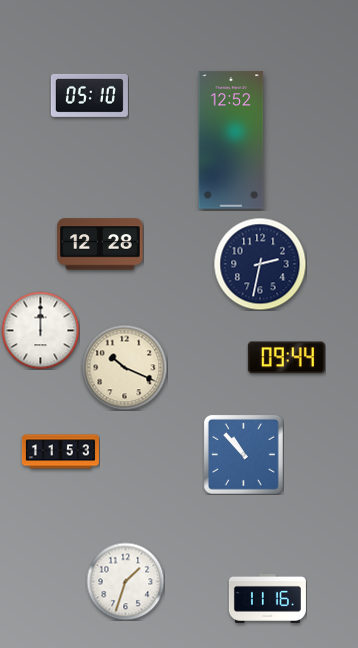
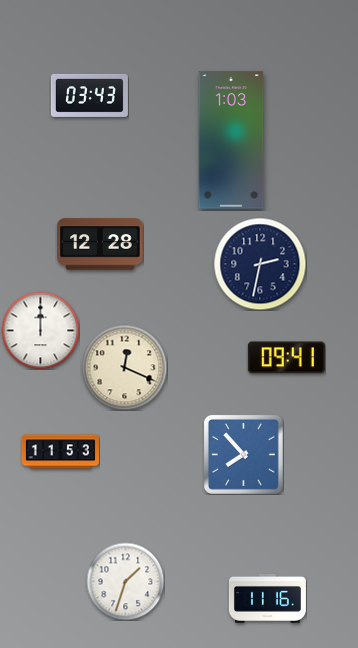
clock at (89, 95): 05:10 -> 03:43
clock at (231, 140): 12:52 -> 1:03
clock at (286, 358): 09:44 -> 09:41
clock at (124, 367): 10:19 -> 12:19
clock at (243, 454): 10:53 -> 7:53
